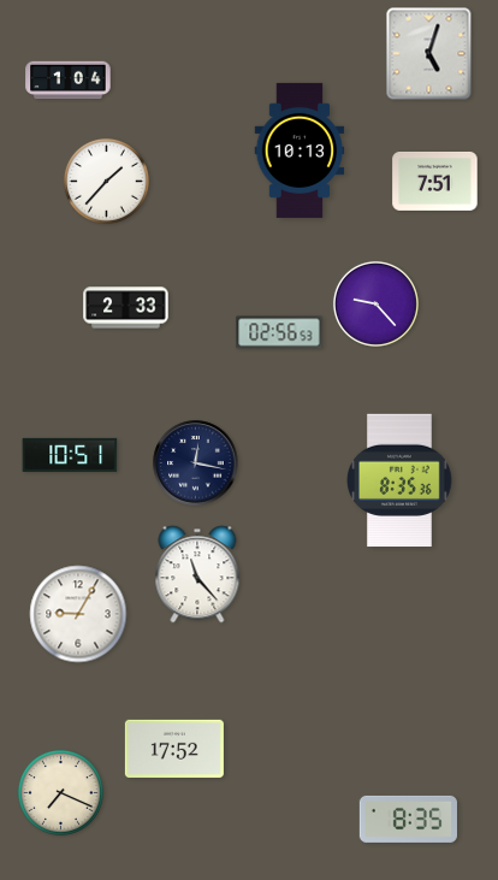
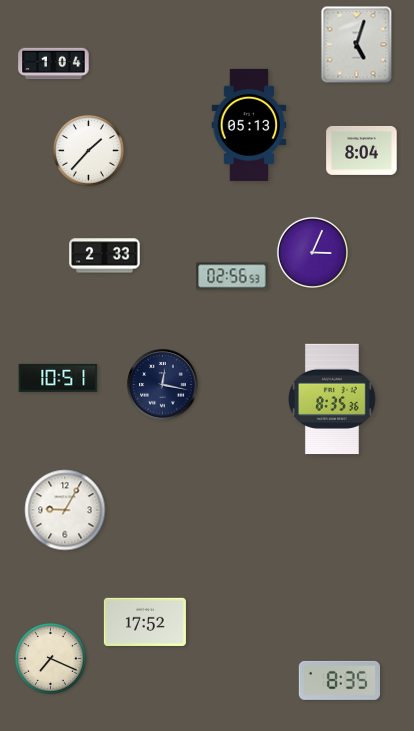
clock at (69, 81) position: (69, 81) -> (54, 64)
clock at (300, 150): 10:13 -> 05:13
clock at (435, 181): 7:51 -> 8:04
clock at (375, 303): 9:23 -> 3:04
clock at (197, 574): 11:23 -> none
